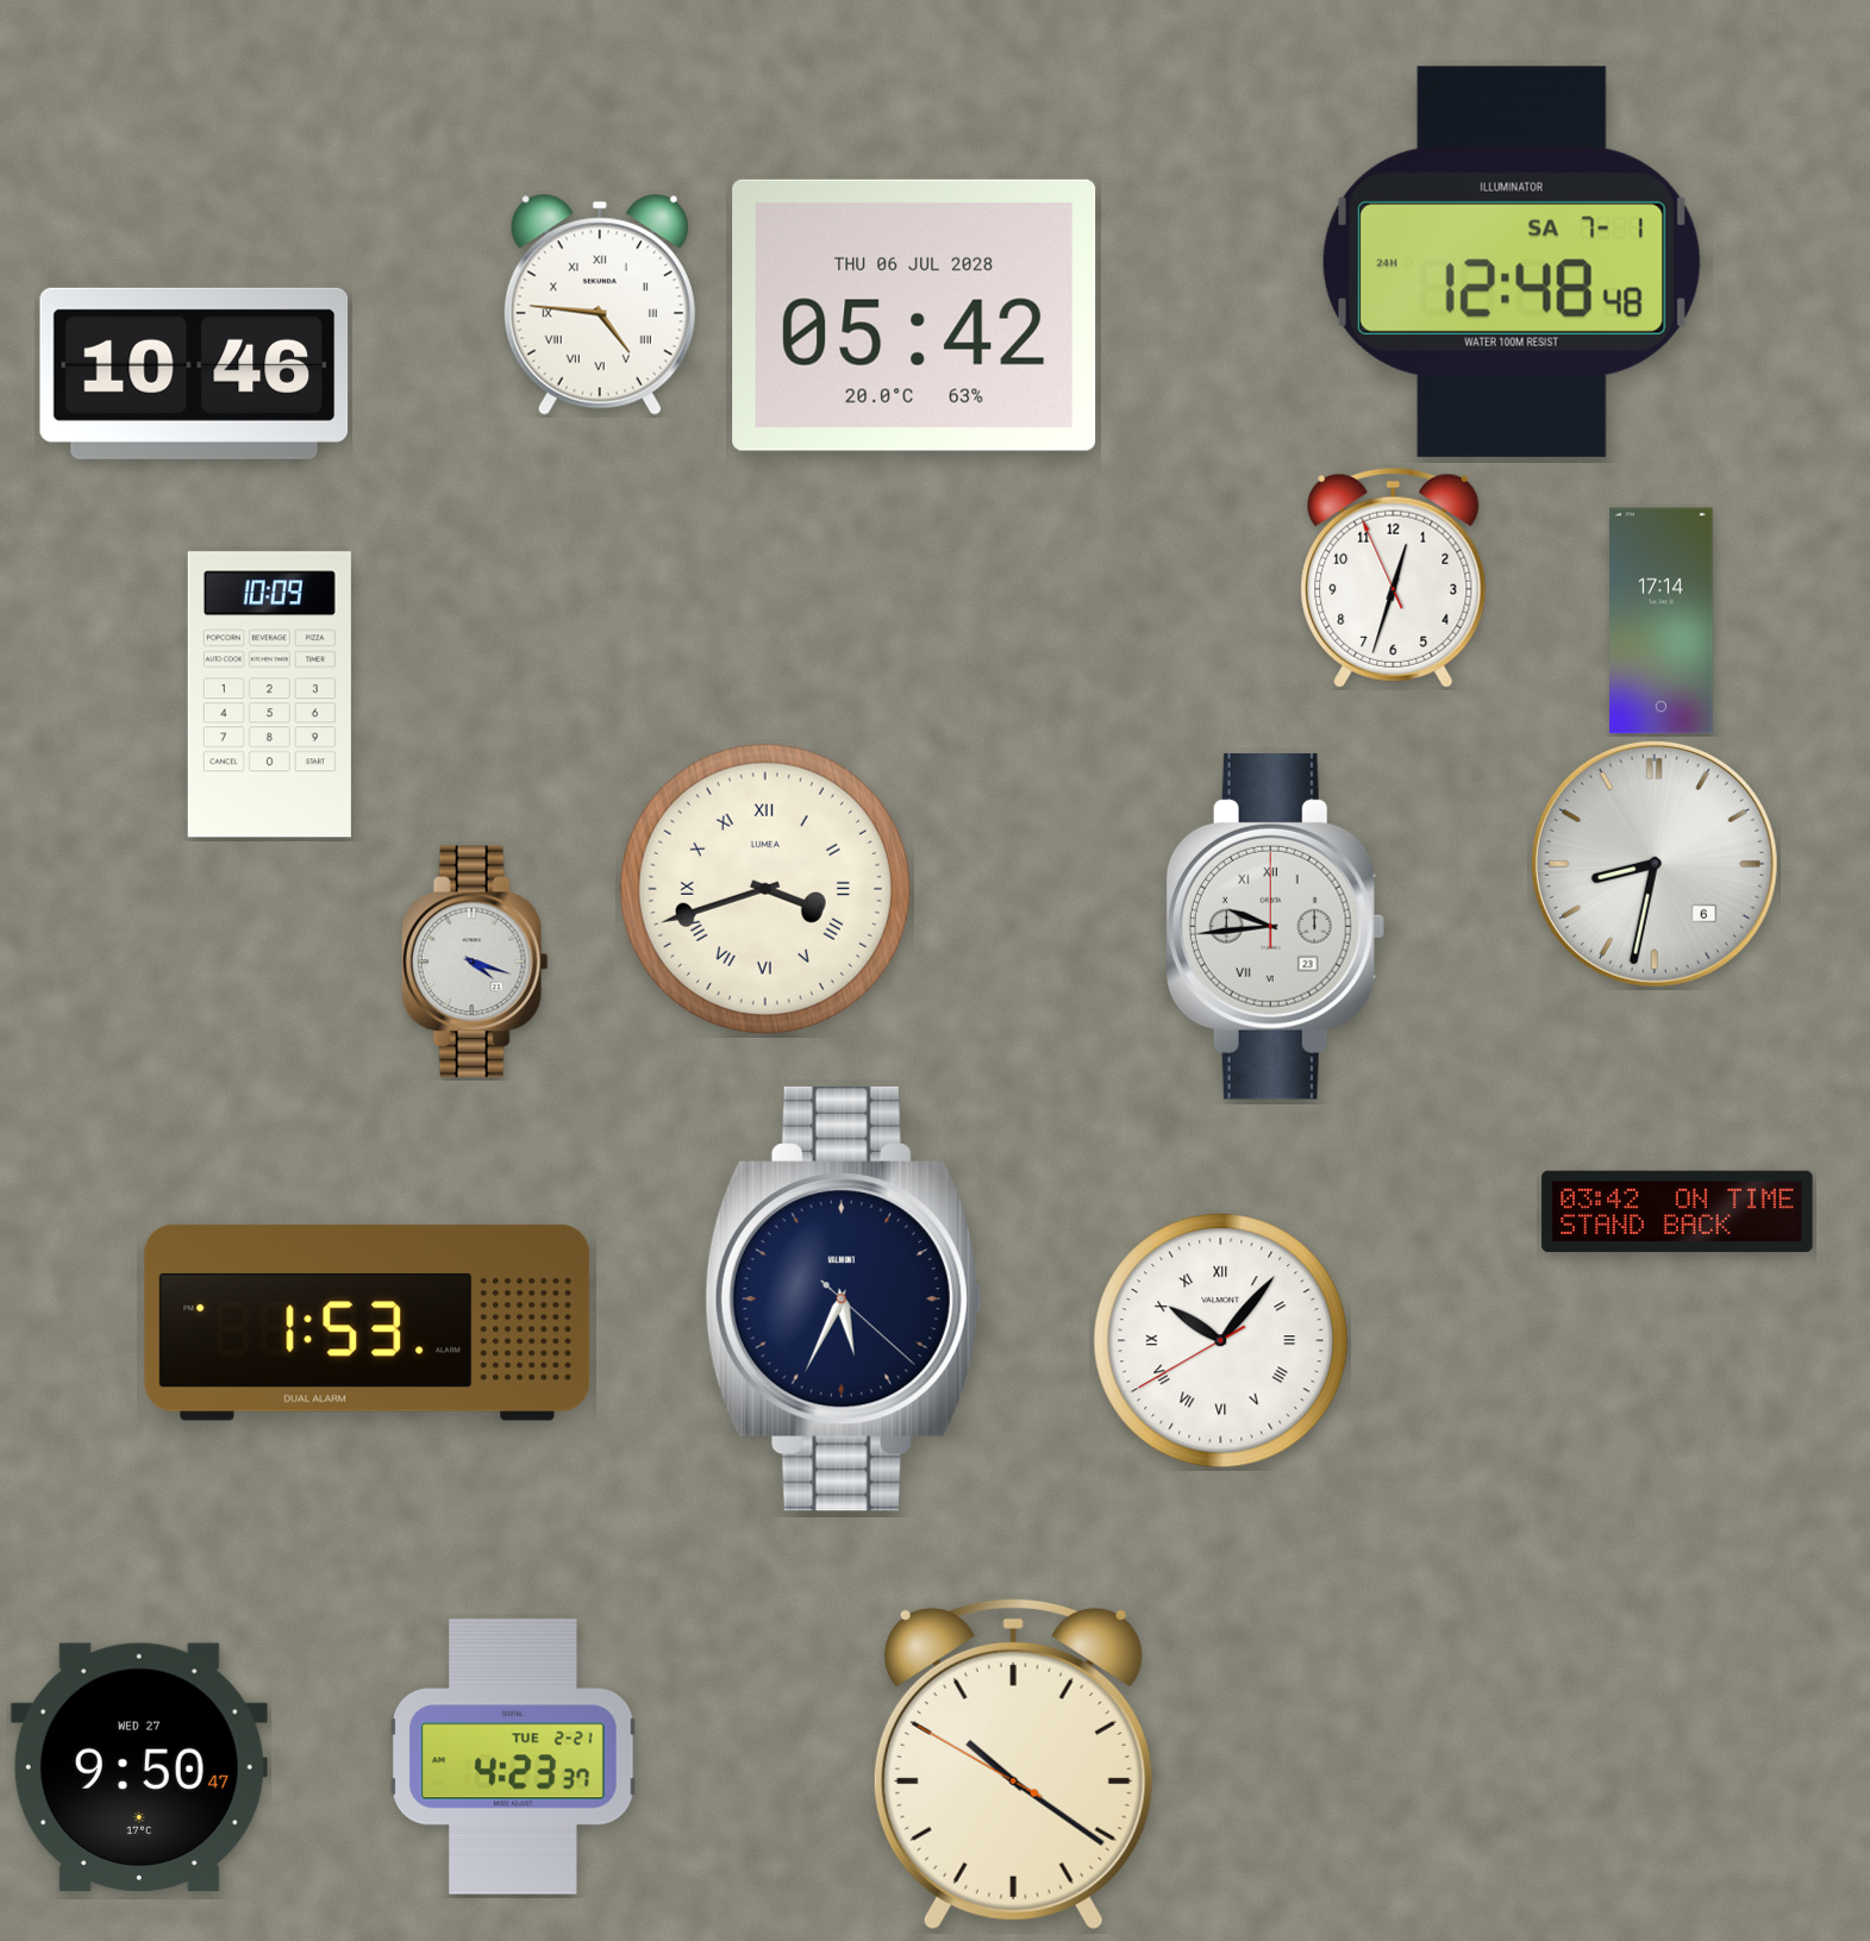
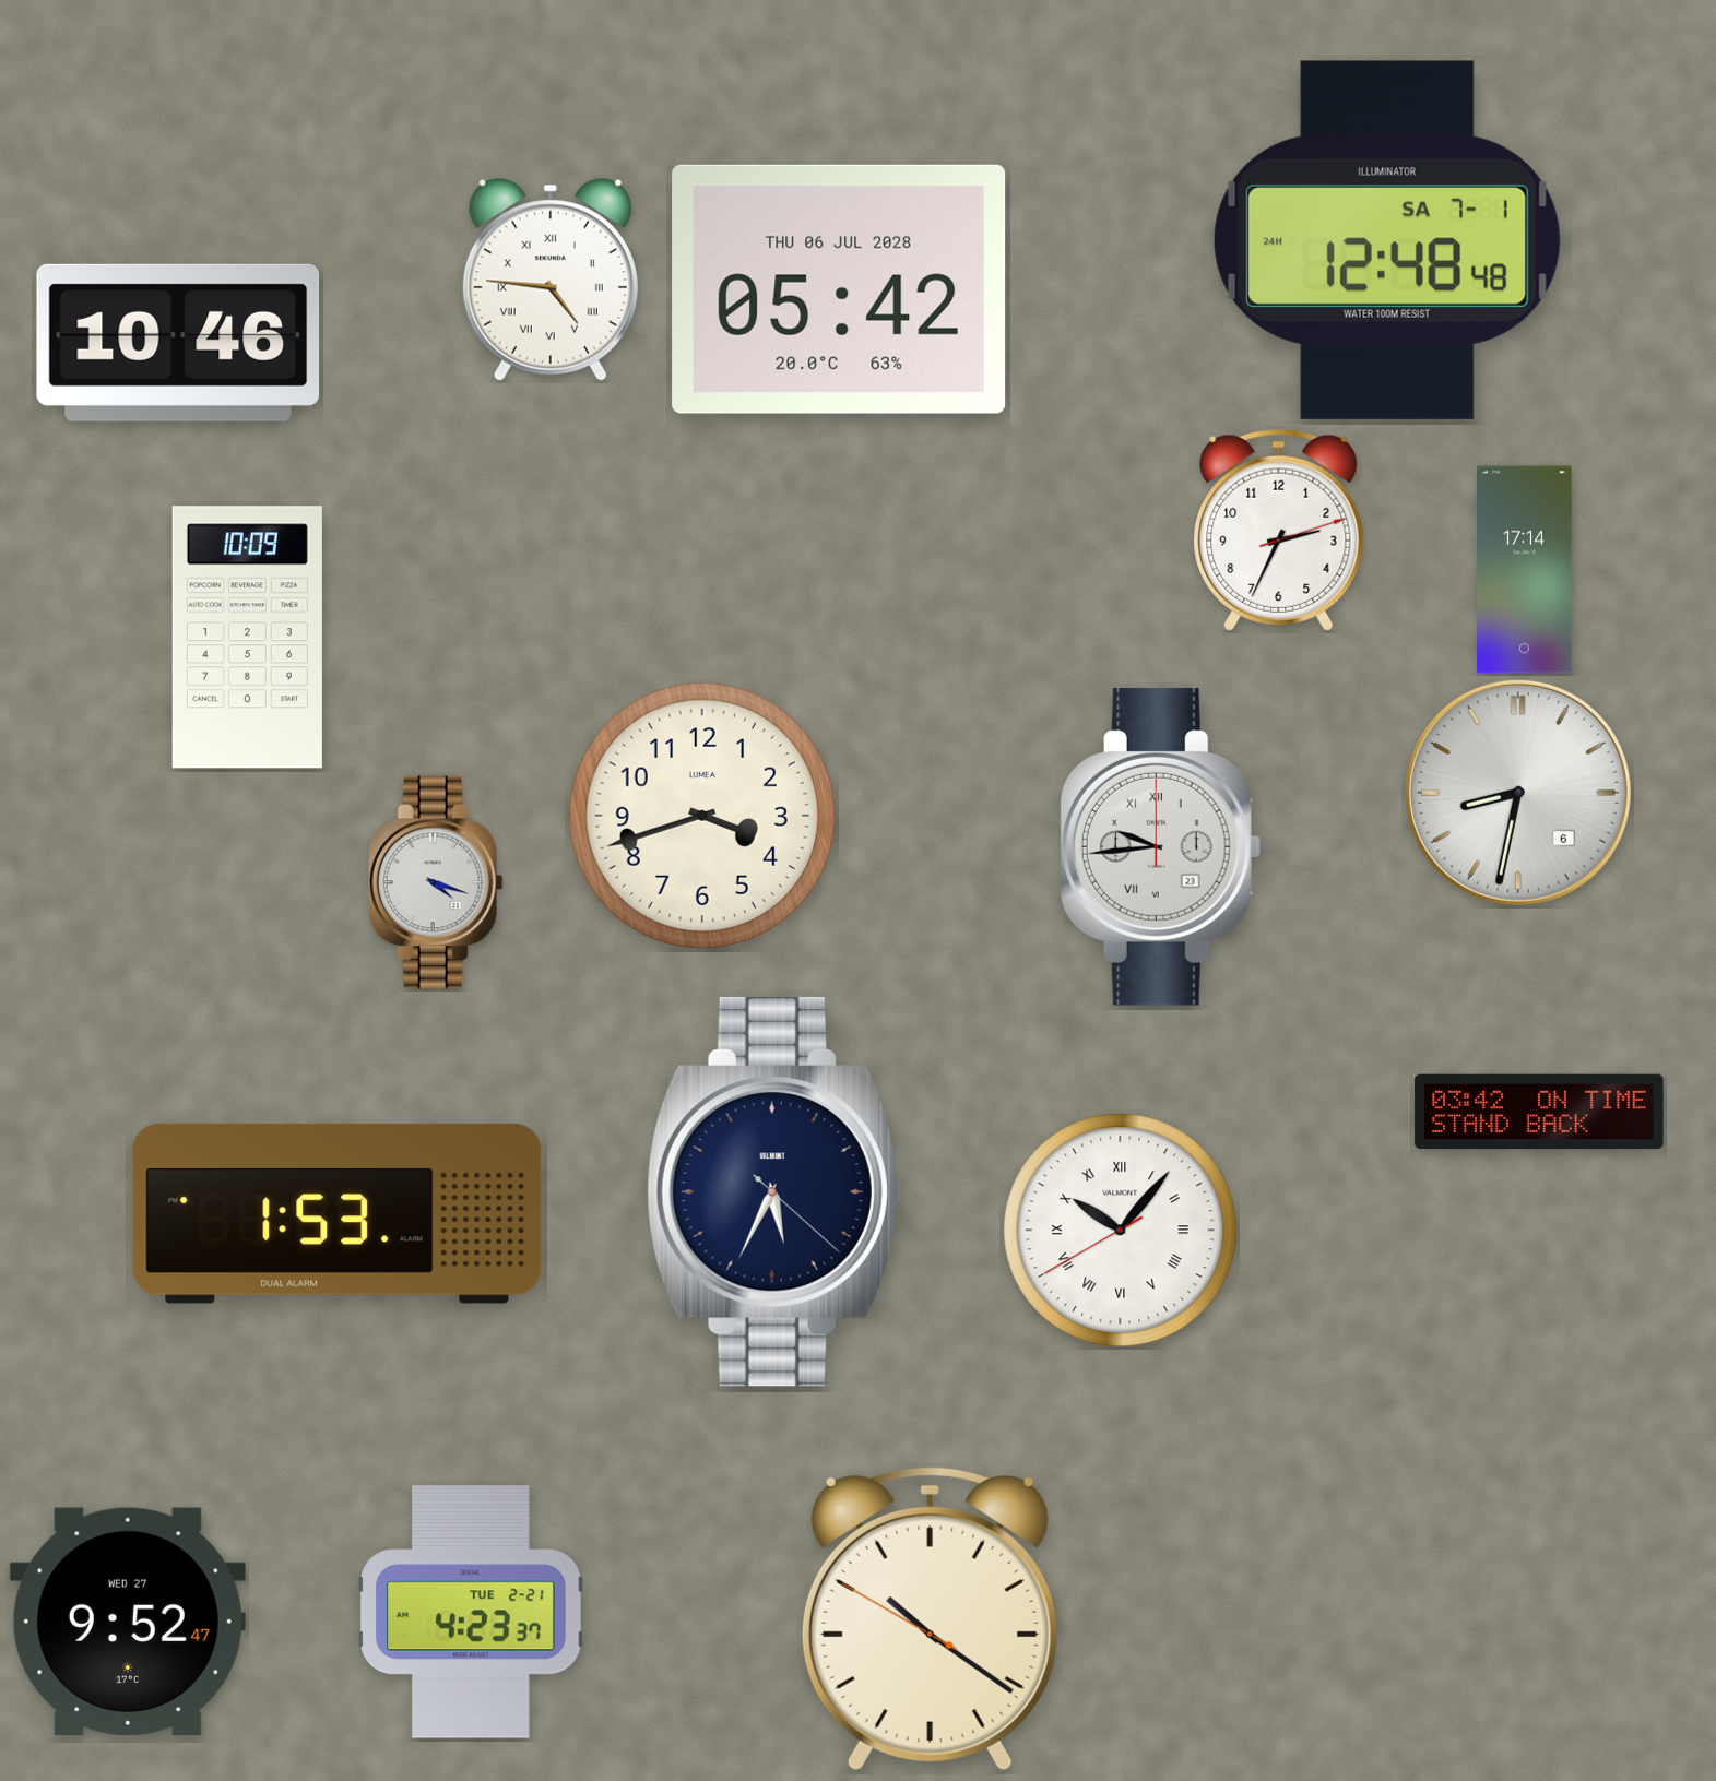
clock at (1394, 577): 12:32 -> 2:34
clock at (765, 889) numerals: Roman -> Arabic
clock at (1275, 926) position: (1275, 926) -> (1160, 846)
clock at (139, 1767): 9:50 -> 9:52
